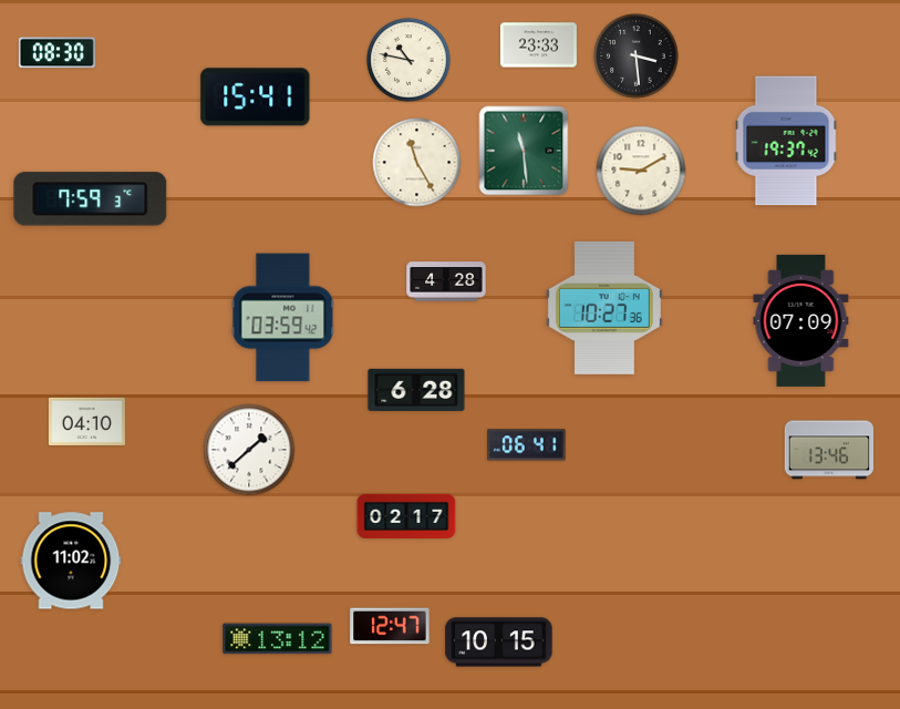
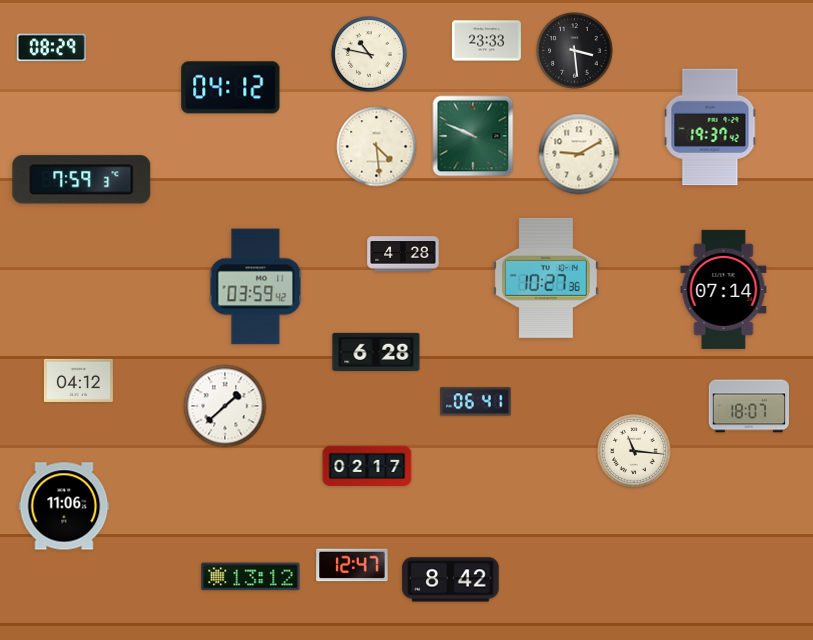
clock at (56, 53): 08:30 -> 08:29
clock at (256, 97): 15:41 -> 04:12
clock at (524, 151): 11:29 -> 9:49
clock at (417, 163): 11:25 -> 4:29
clock at (801, 320): 07:09 -> 07:14
clock at (86, 421): 04:10 -> 04:12
clock at (828, 450): 13:46 -> 18:07
clock at (635, 452): none -> 11:16
clock at (71, 561): 11:02 -> 11:06
clock at (499, 643): 10:15 -> 8:42
